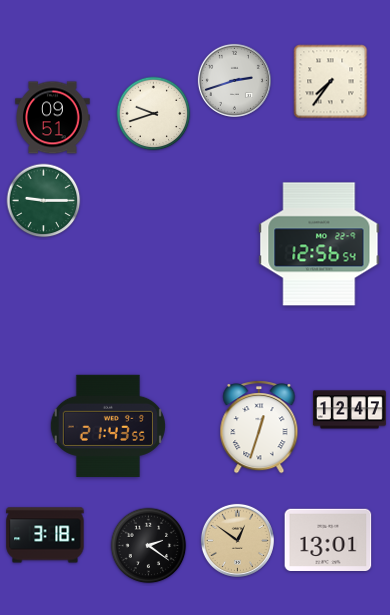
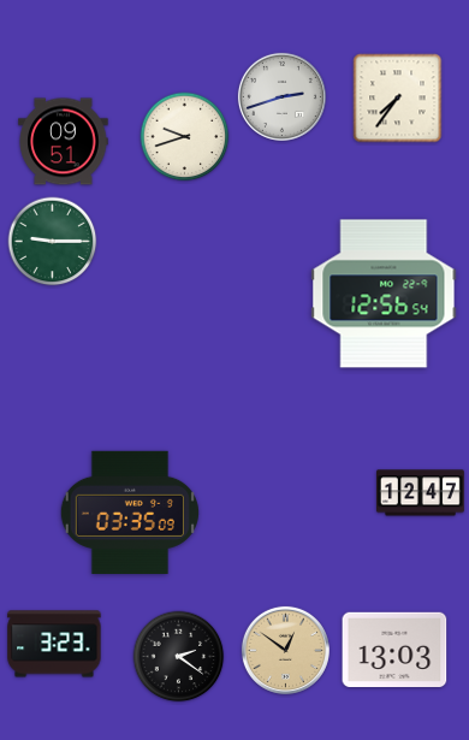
clock at (108, 426): 21:43 -> 03:35
clock at (259, 427): 12:33 -> none
clock at (45, 535): 3:18 -> 3:23
clock at (328, 540): 13:01 -> 13:03
